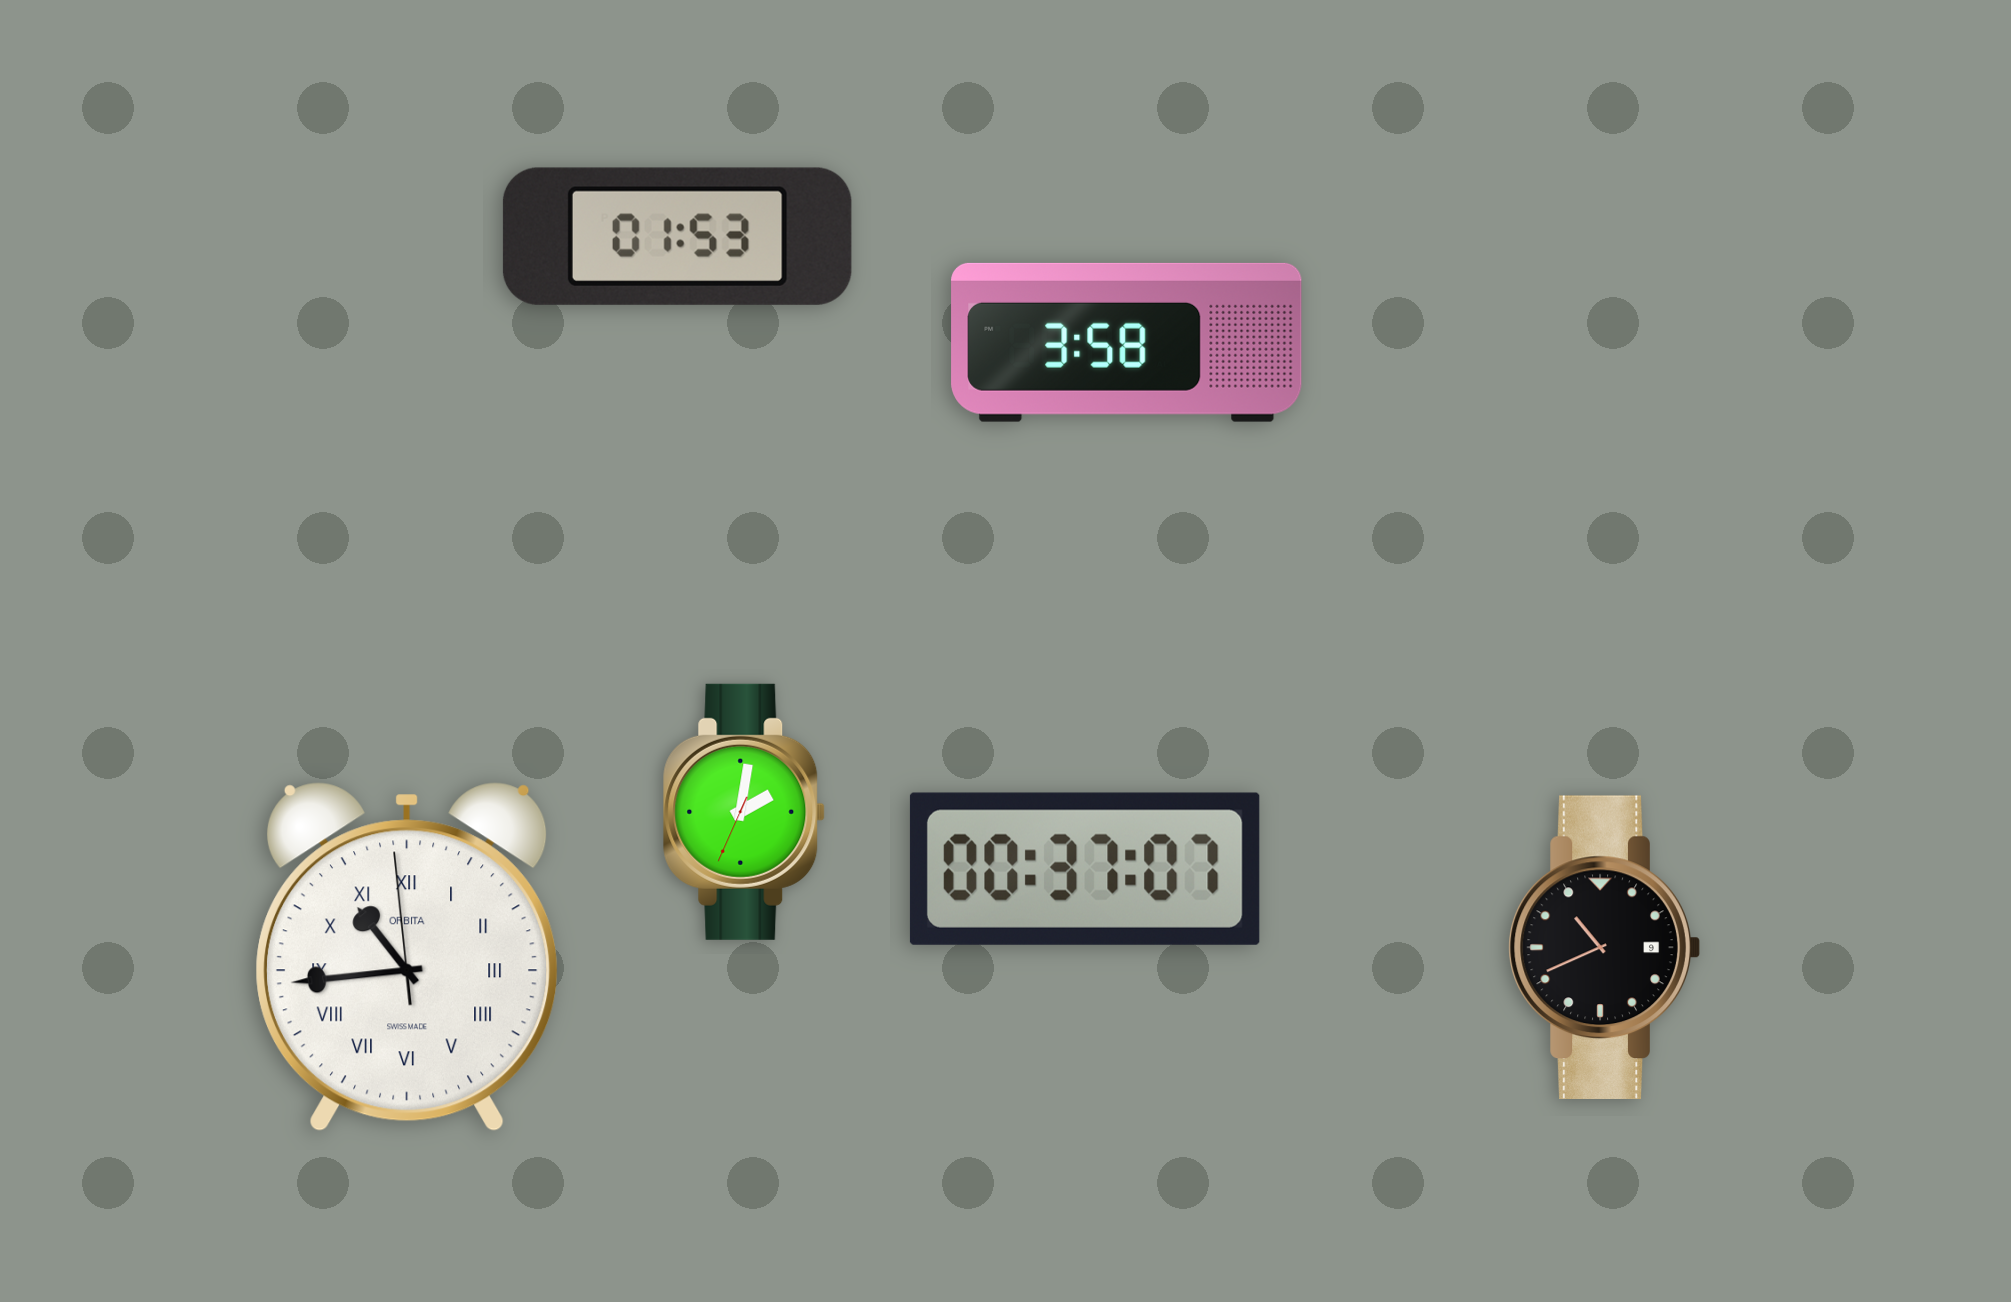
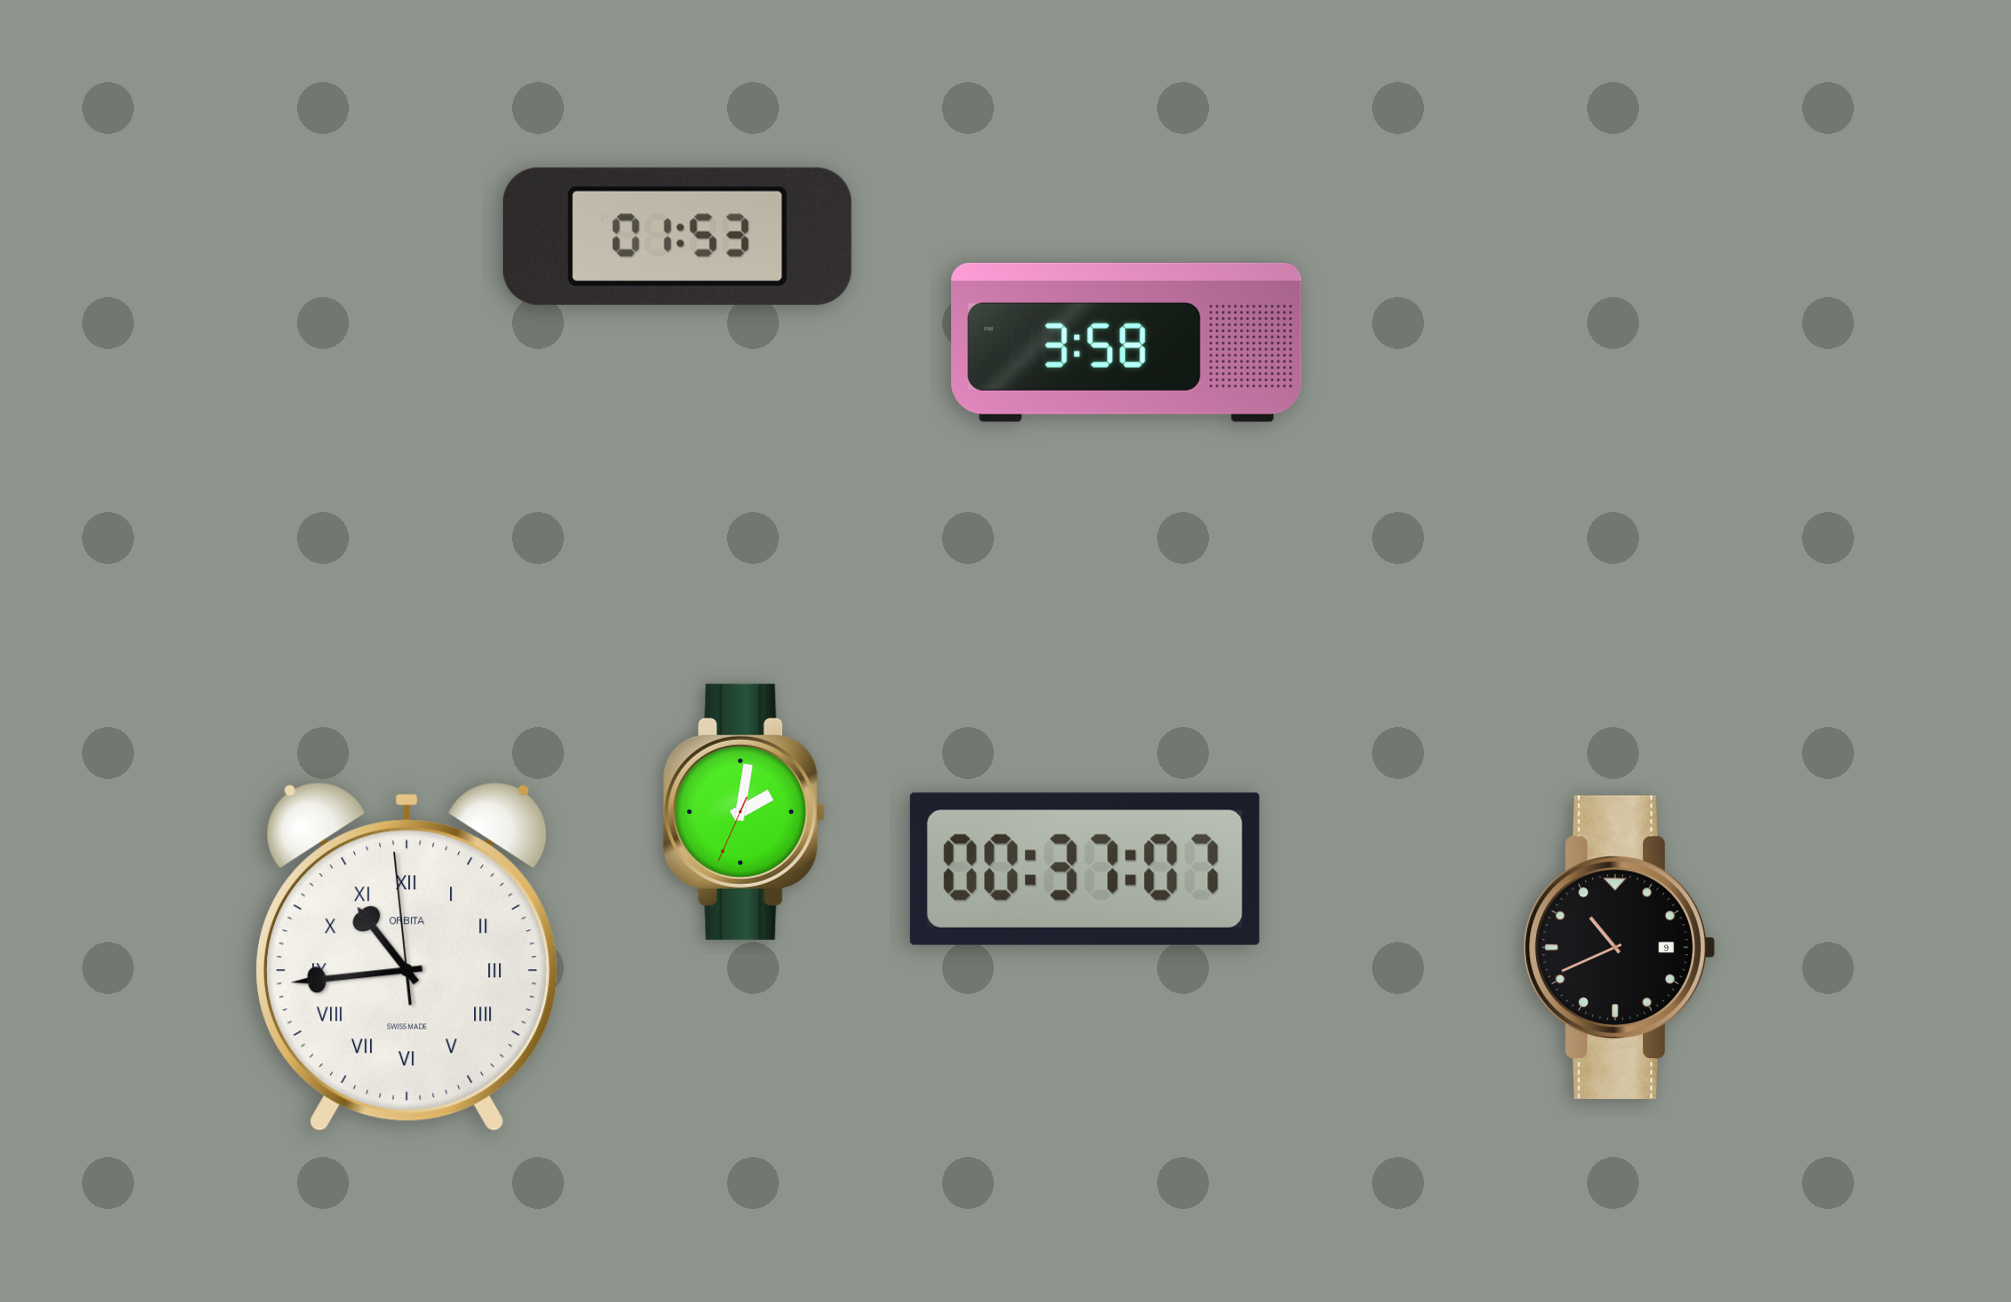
clock at (1604, 947) position: (1604, 947) -> (1619, 947)
